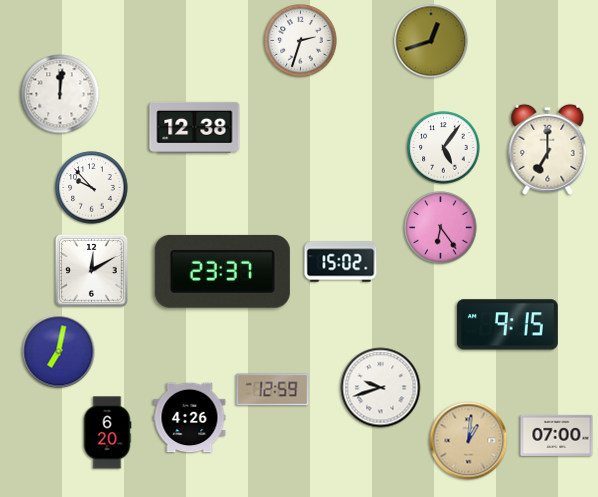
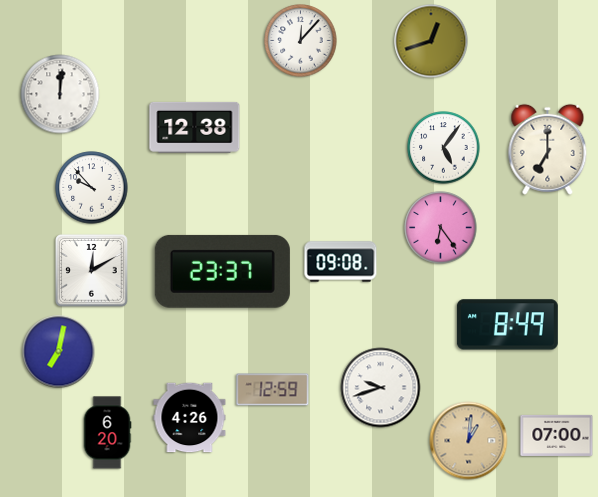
clock at (301, 41): 2:33 -> 12:07
clock at (341, 262): 15:02 -> 09:08
clock at (507, 325): 9:15 -> 8:49
